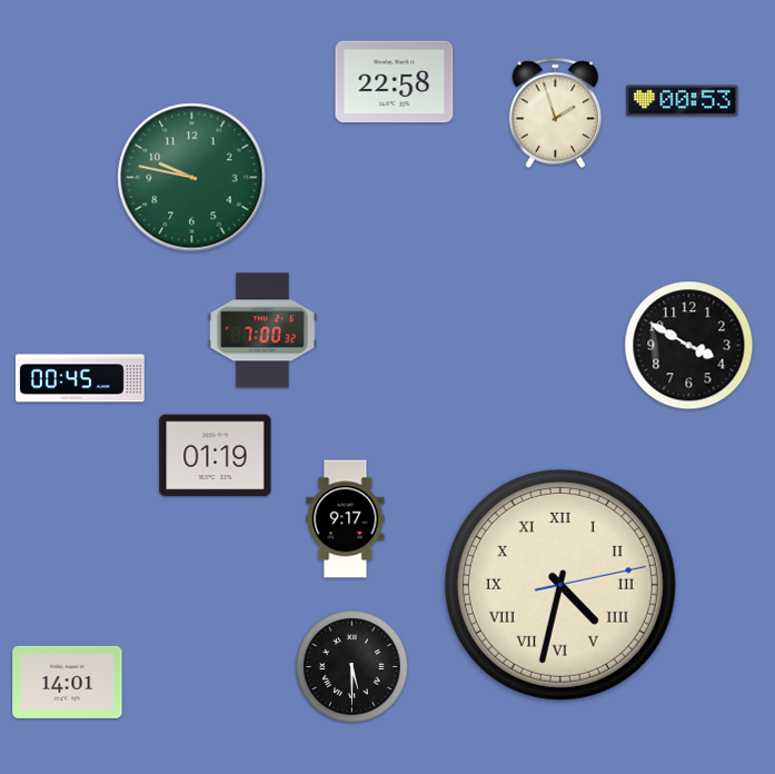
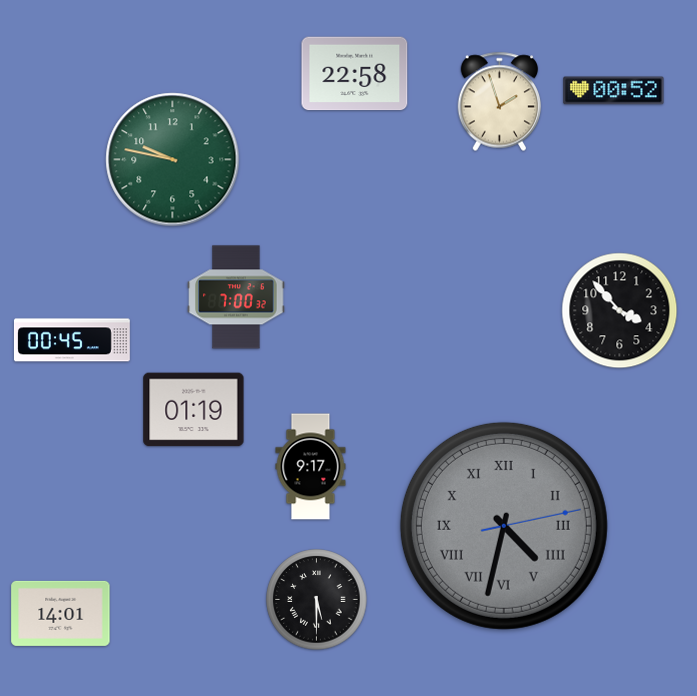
clock at (683, 101): 00:53 -> 00:52
clock at (689, 346): 3:50 -> 3:53
clock at (560, 585) dial: cream -> grey
